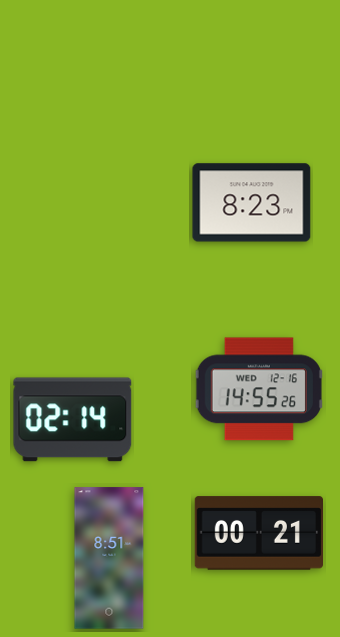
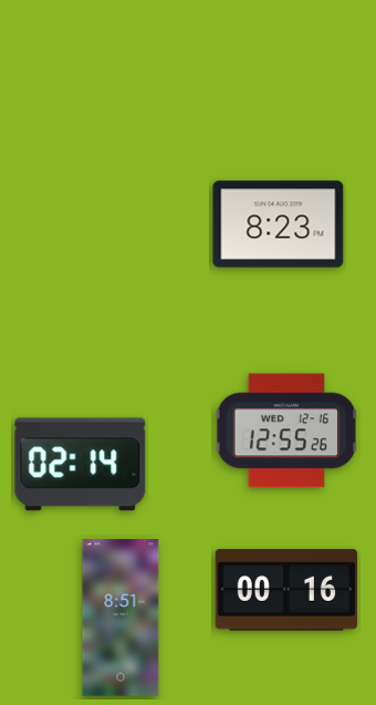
clock at (259, 389): 14:55 -> 12:55
clock at (258, 533): 00:21 -> 00:16
